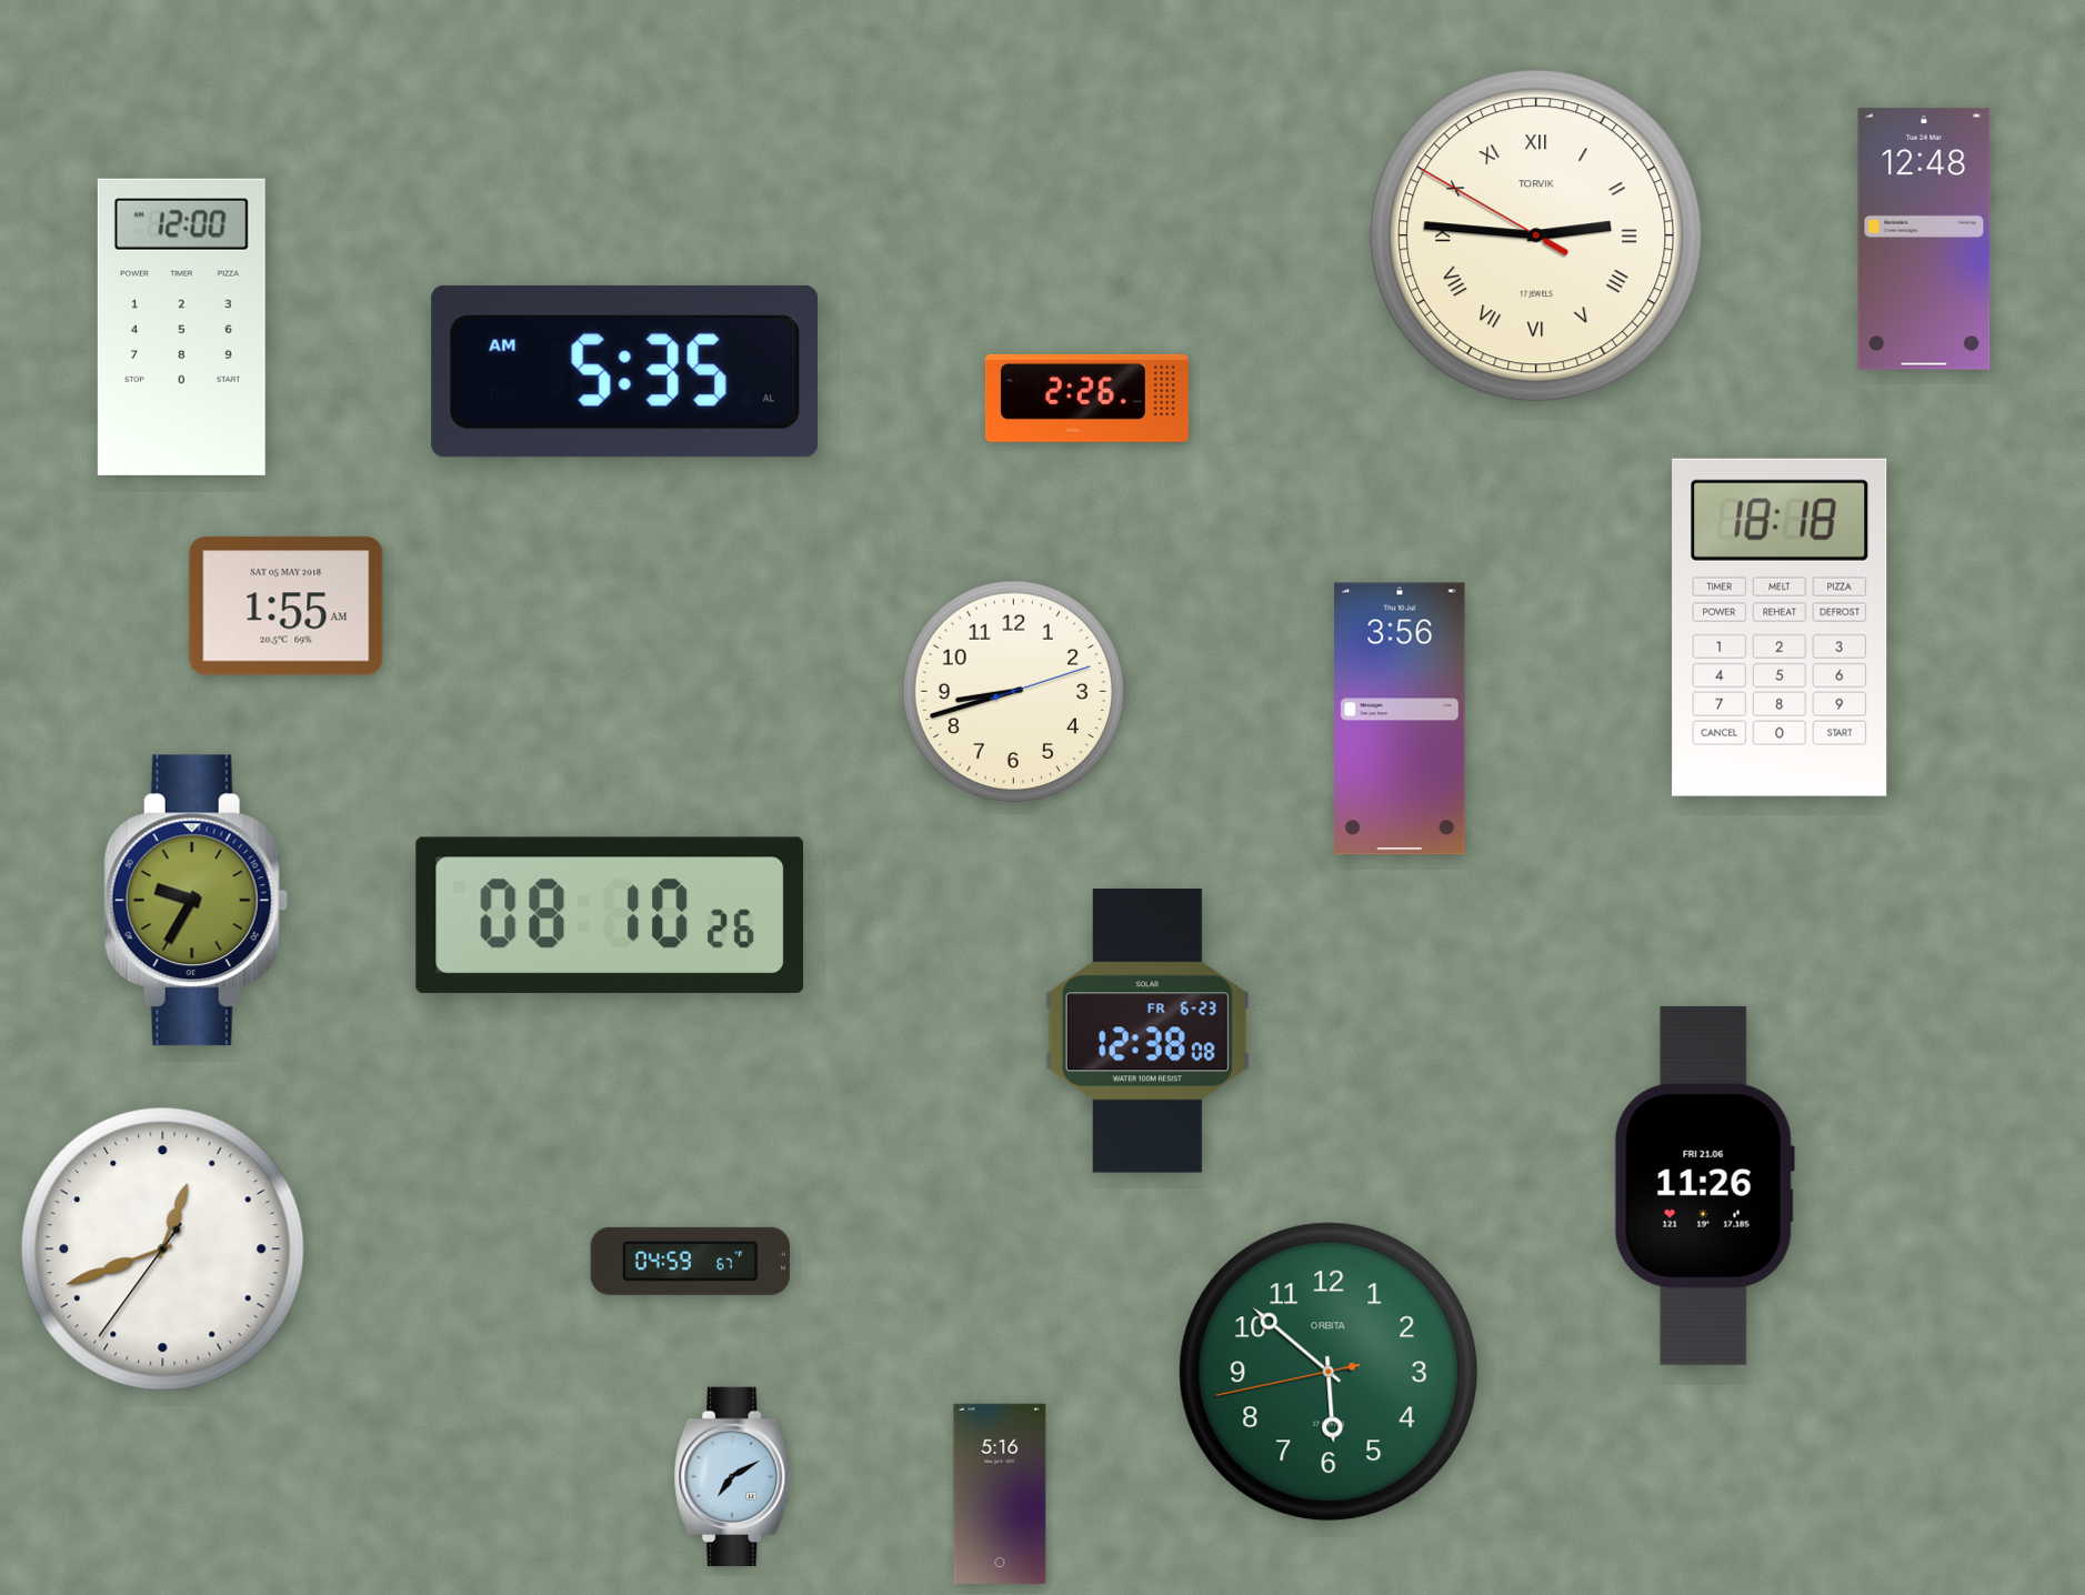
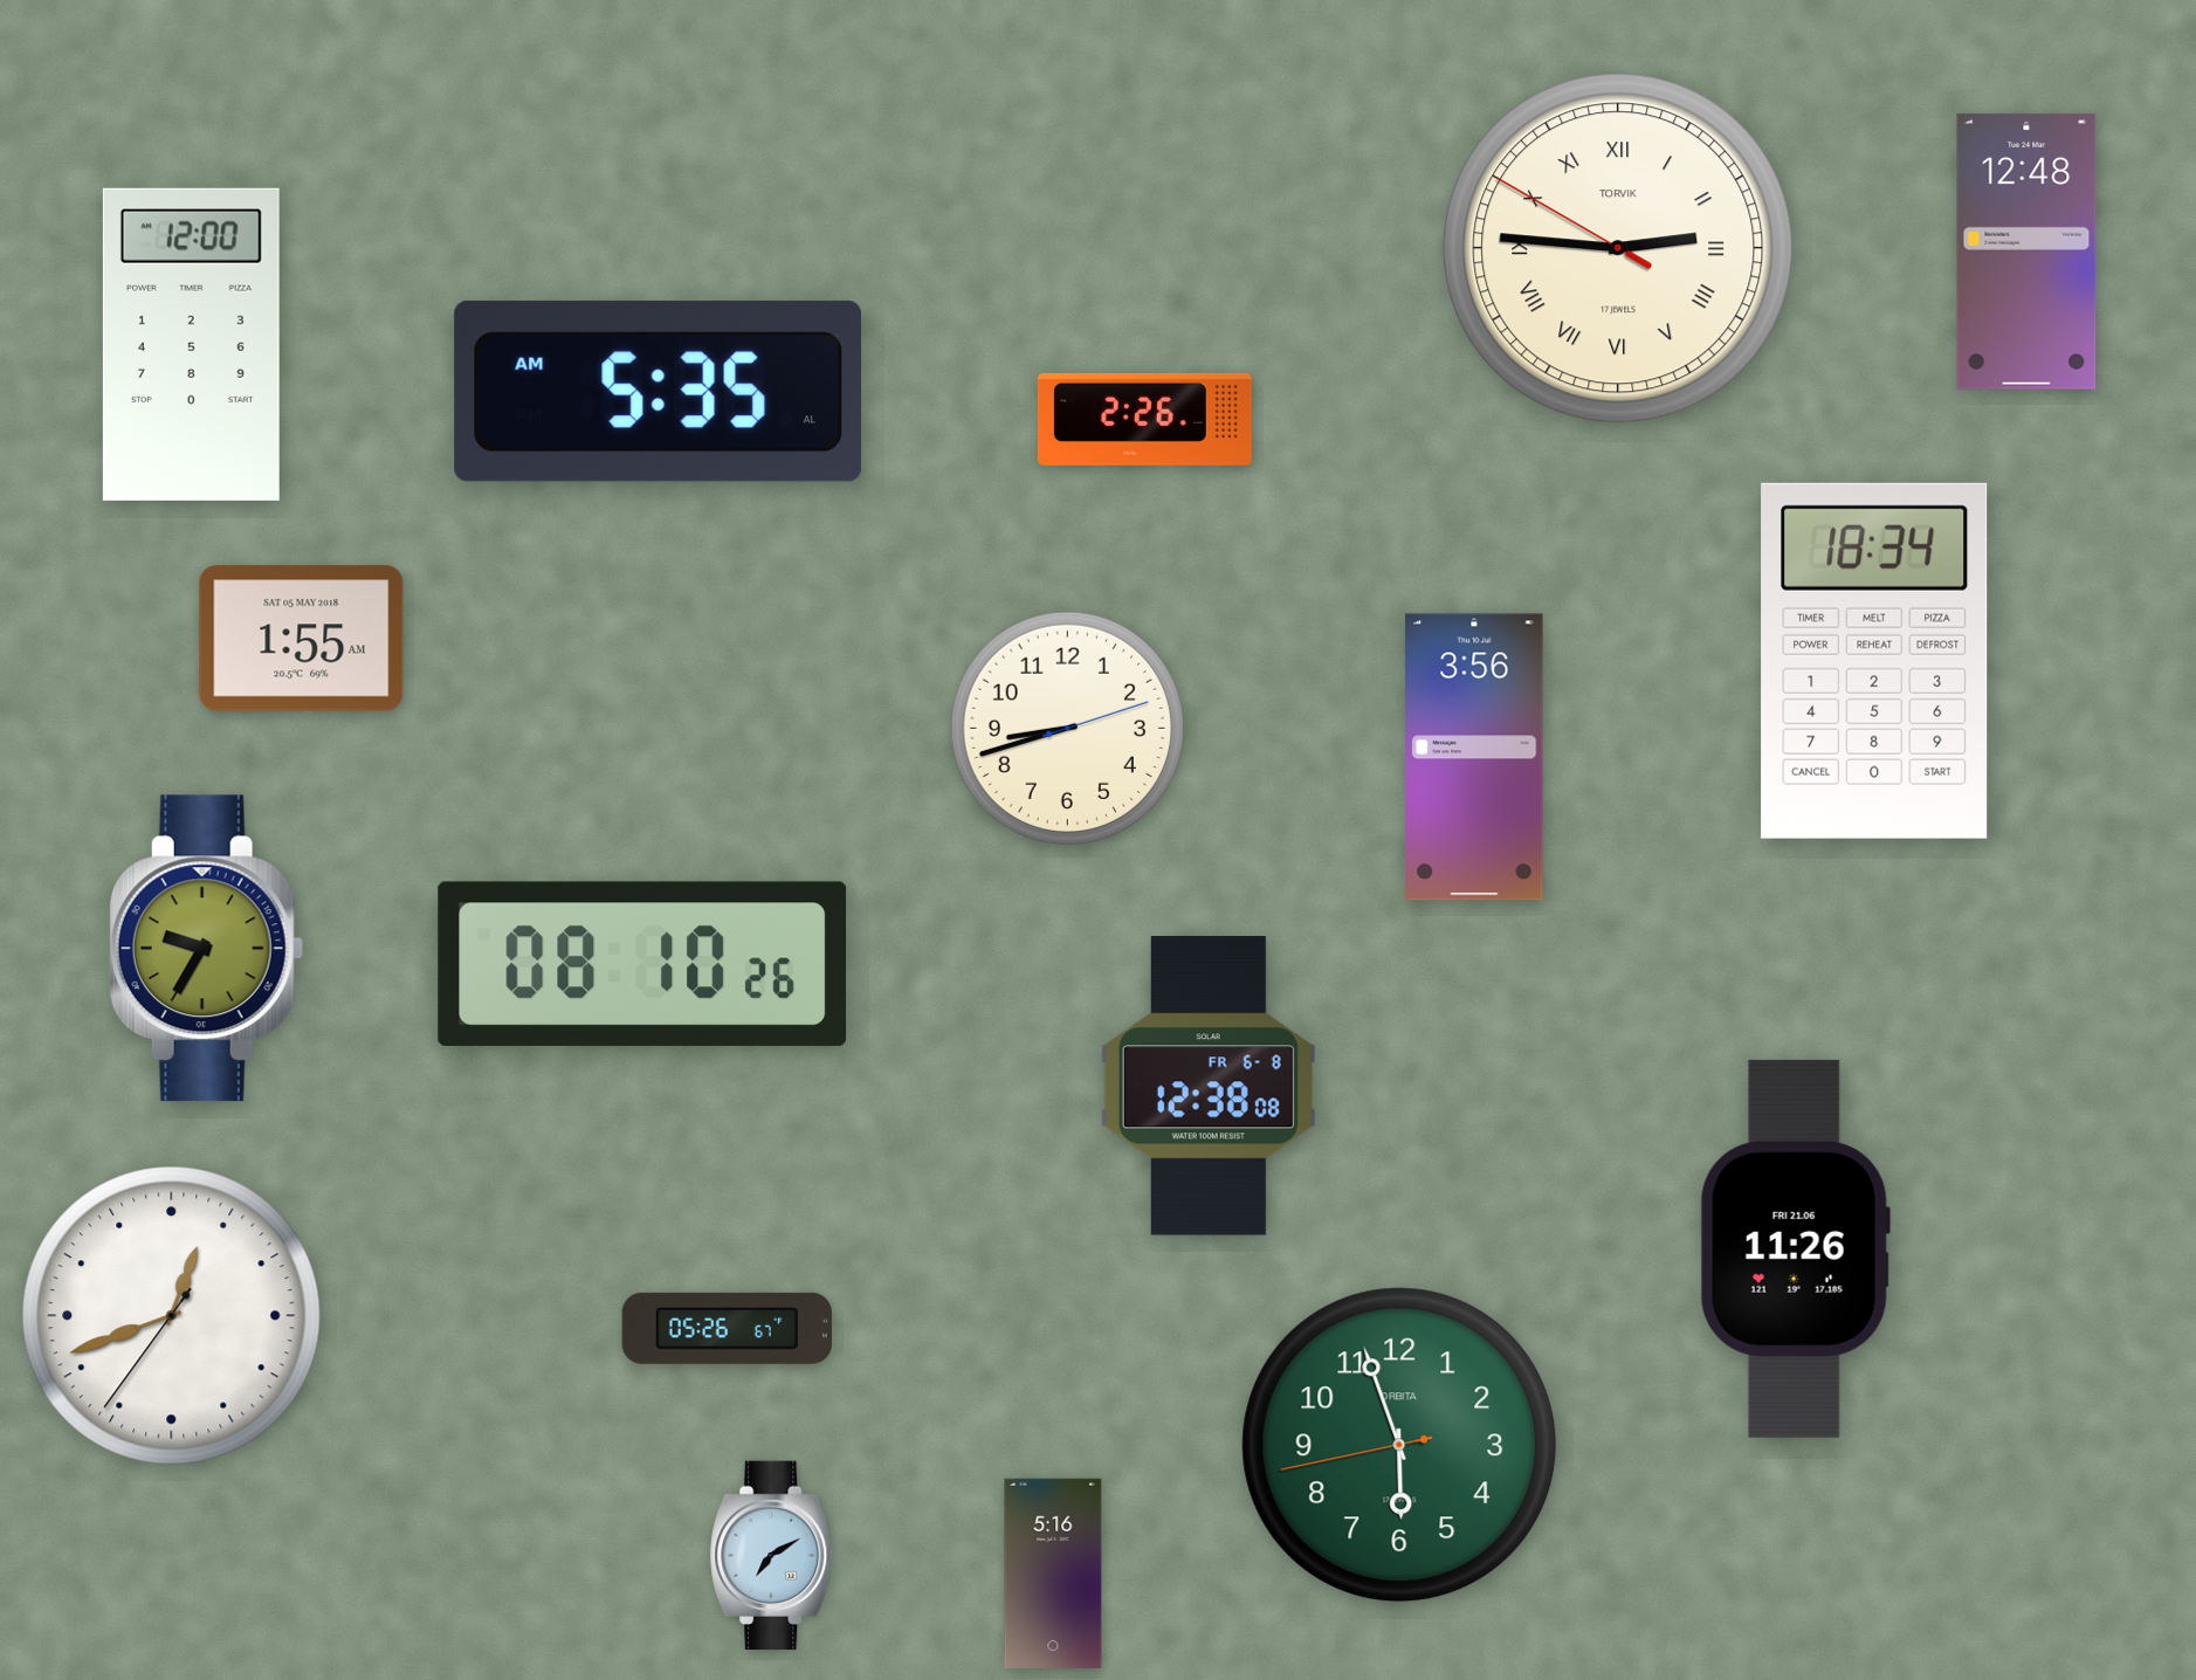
clock at (1780, 628): 18:18 -> 18:34
clock at (1147, 1031) date: FR 6-23 -> FR 6-8
clock at (690, 1261): 04:59 -> 05:26
clock at (1329, 1372): 5:51 -> 5:56
